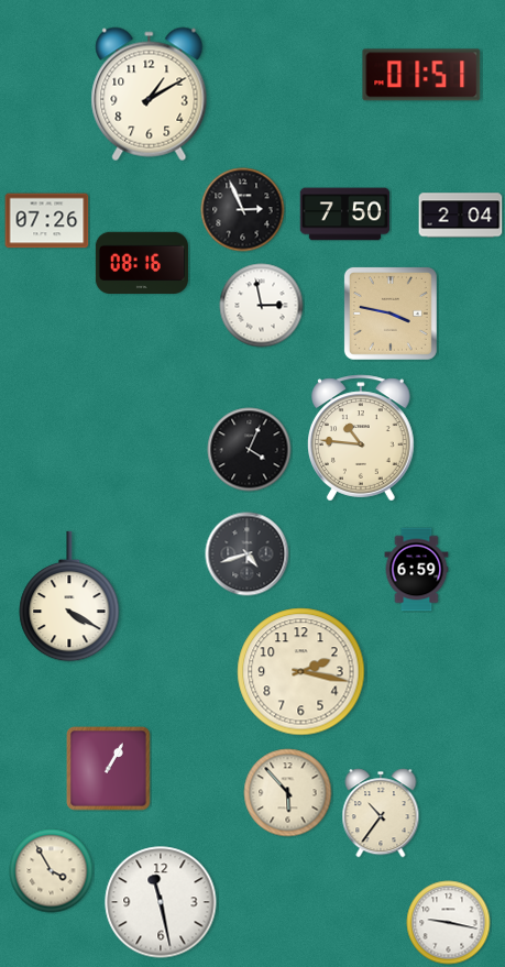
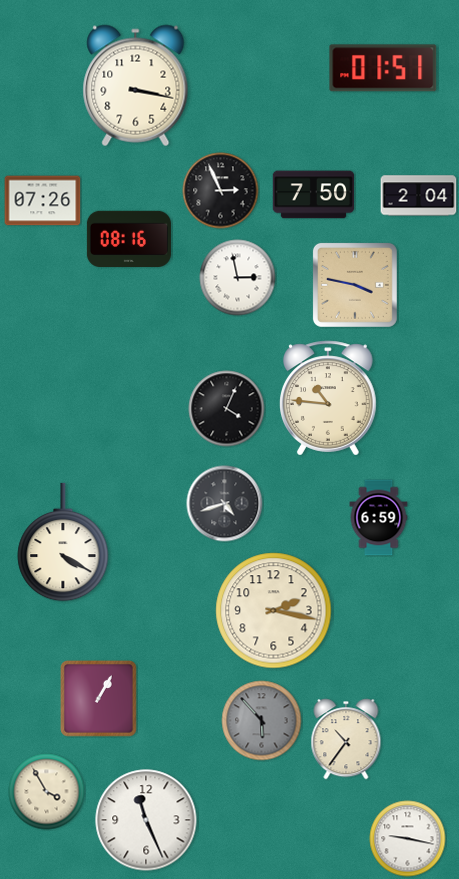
clock at (150, 95): 1:10 -> 3:17
clock at (288, 793) dial: cream -> grey
clock at (161, 902): 11:28 -> 11:26
